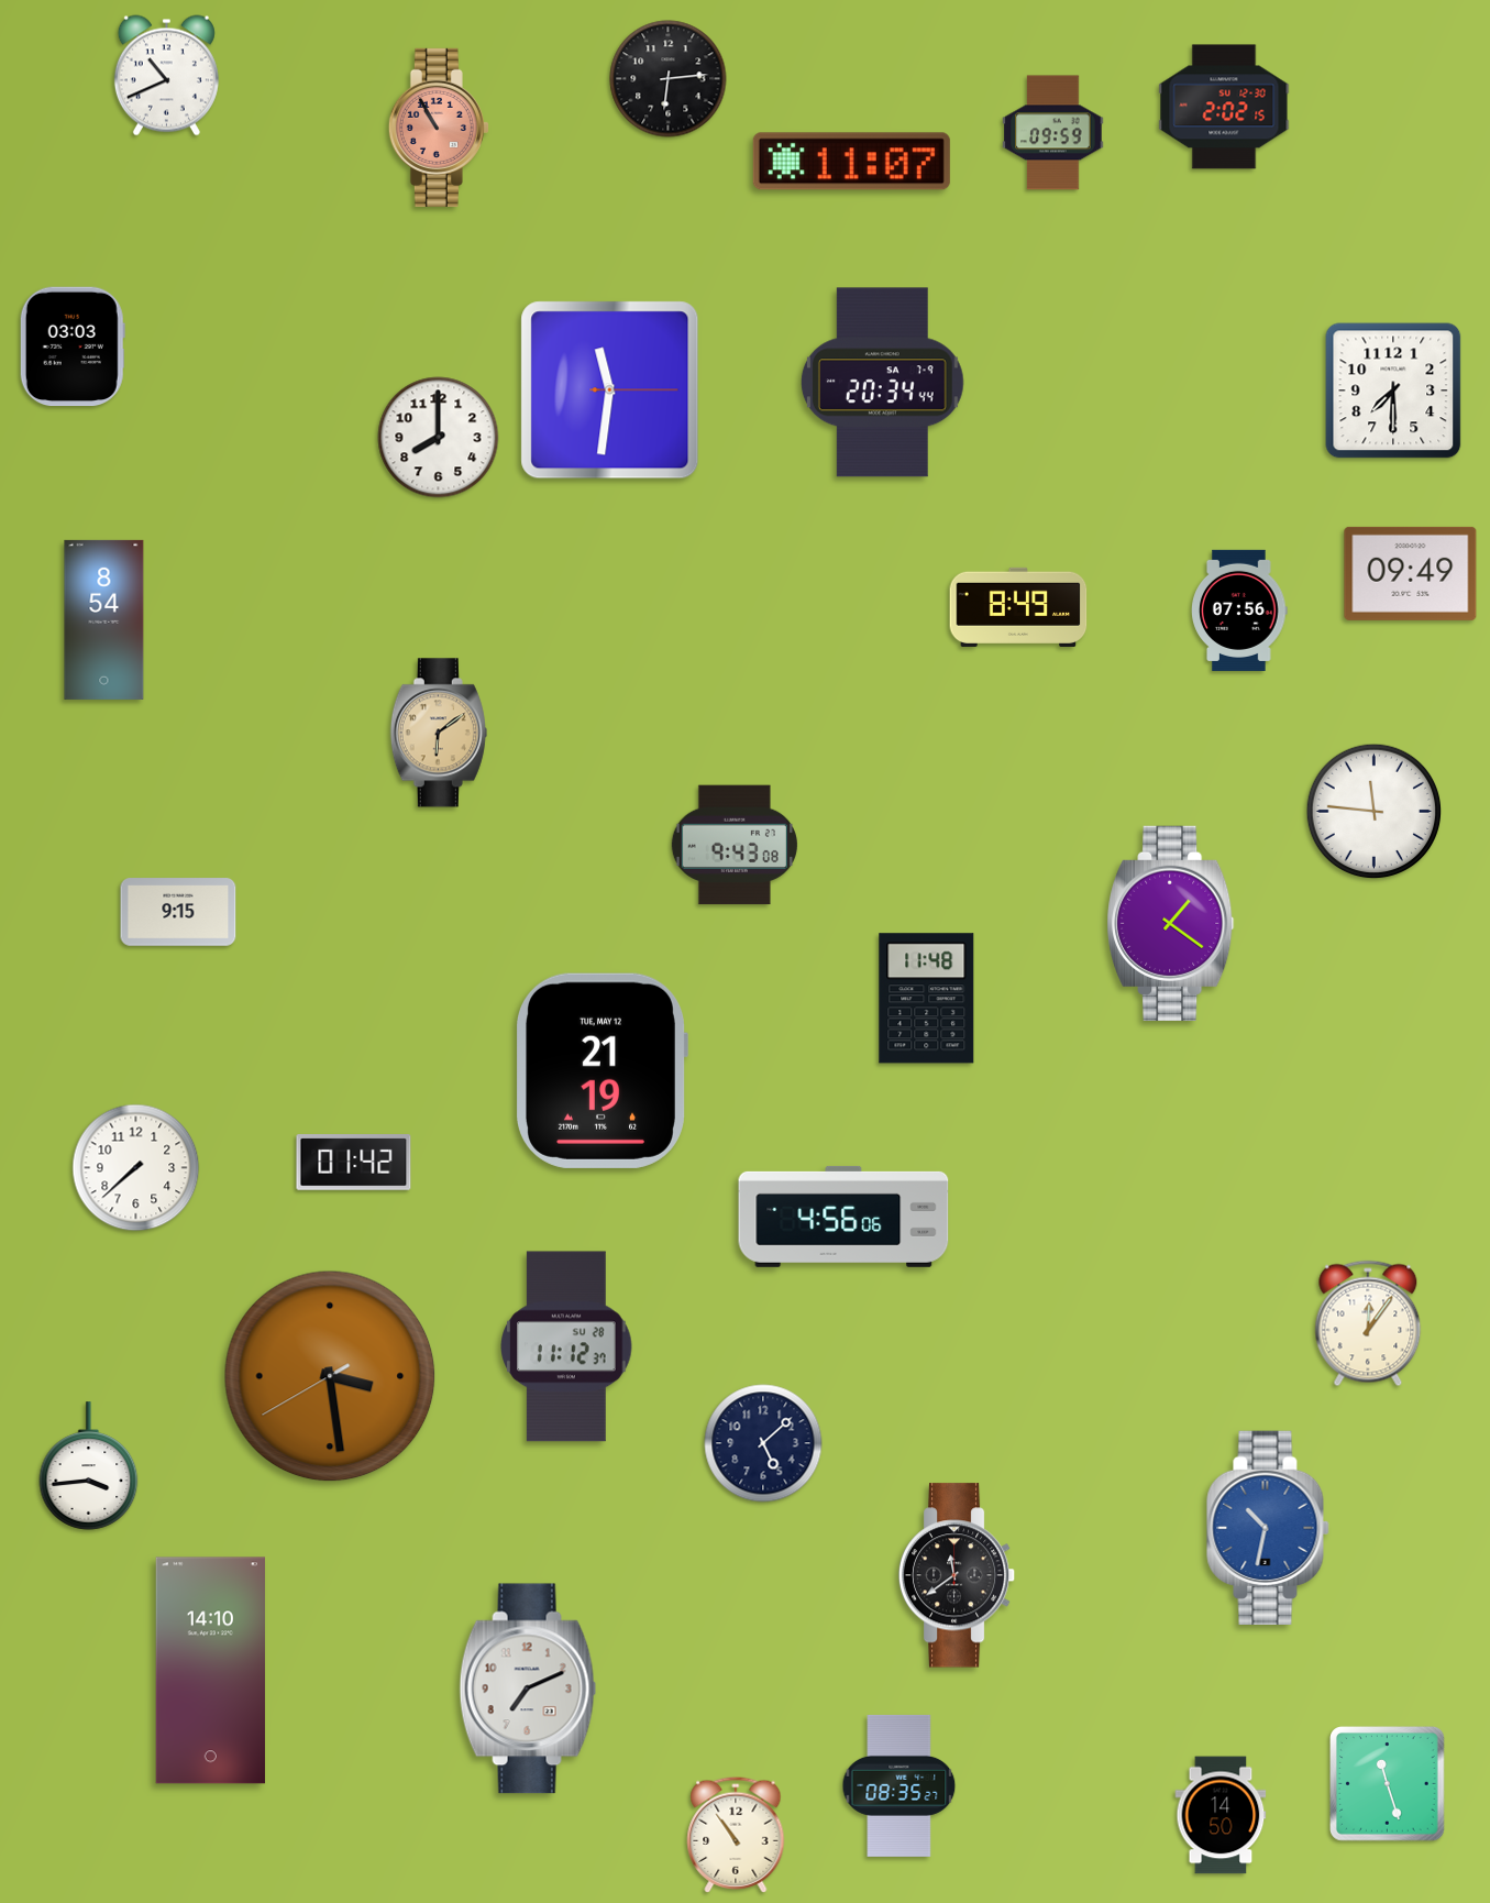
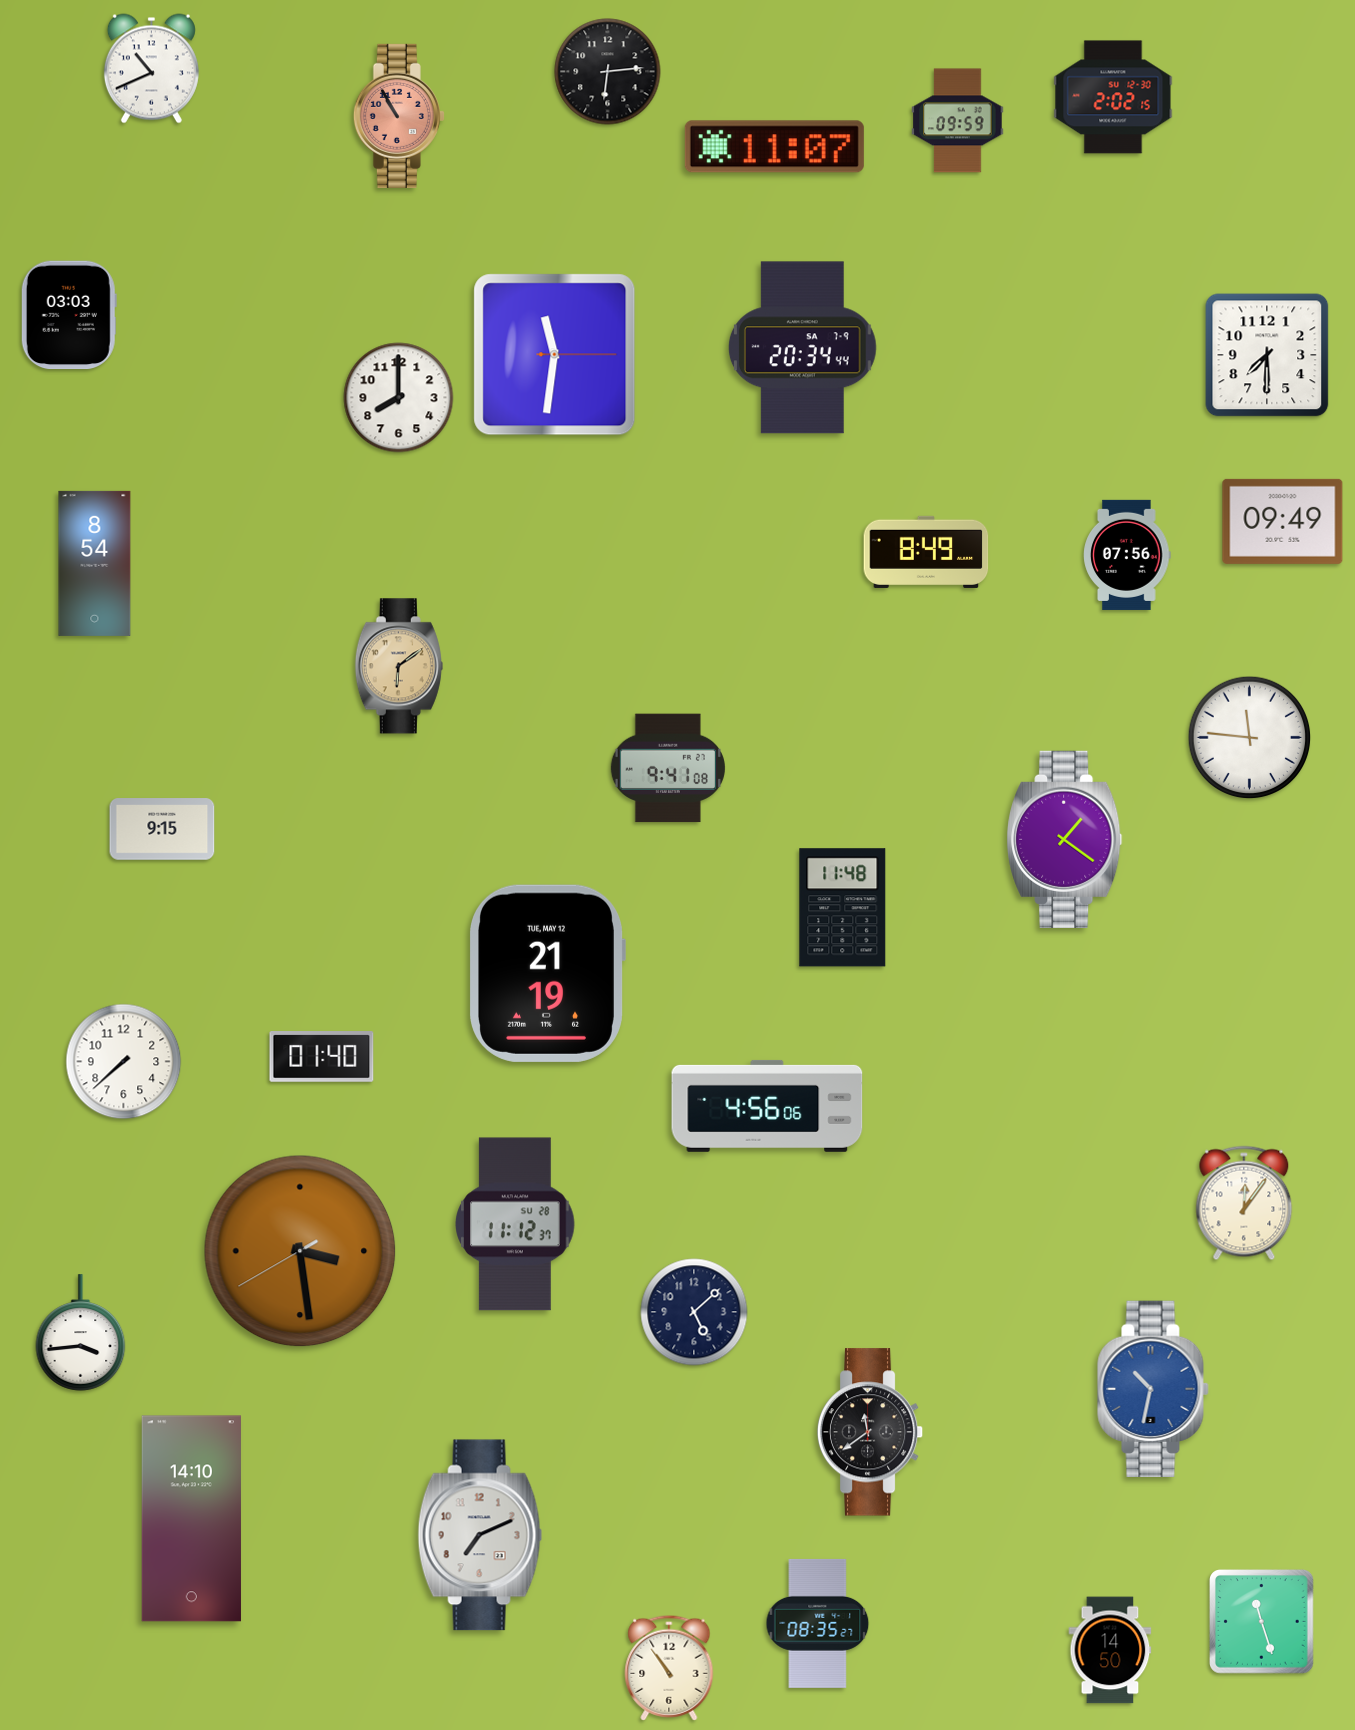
clock at (73, 346) position: (73, 346) -> (69, 315)
clock at (735, 845): 9:43 -> 9:41
clock at (354, 1163): 01:42 -> 01:40
